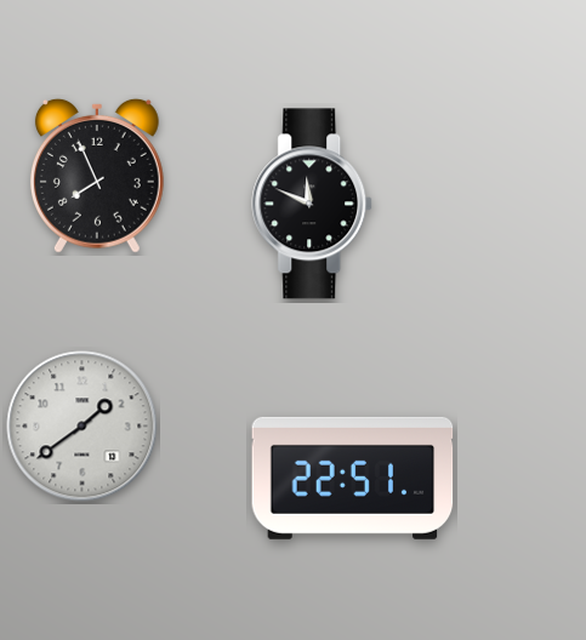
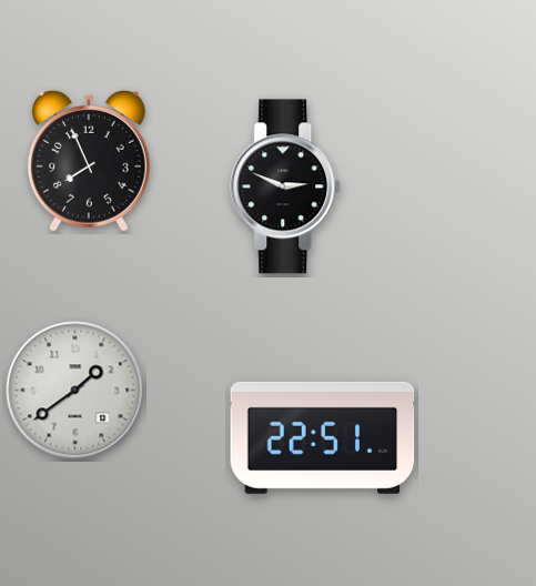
clock at (313, 204): 11:49 -> 2:49
